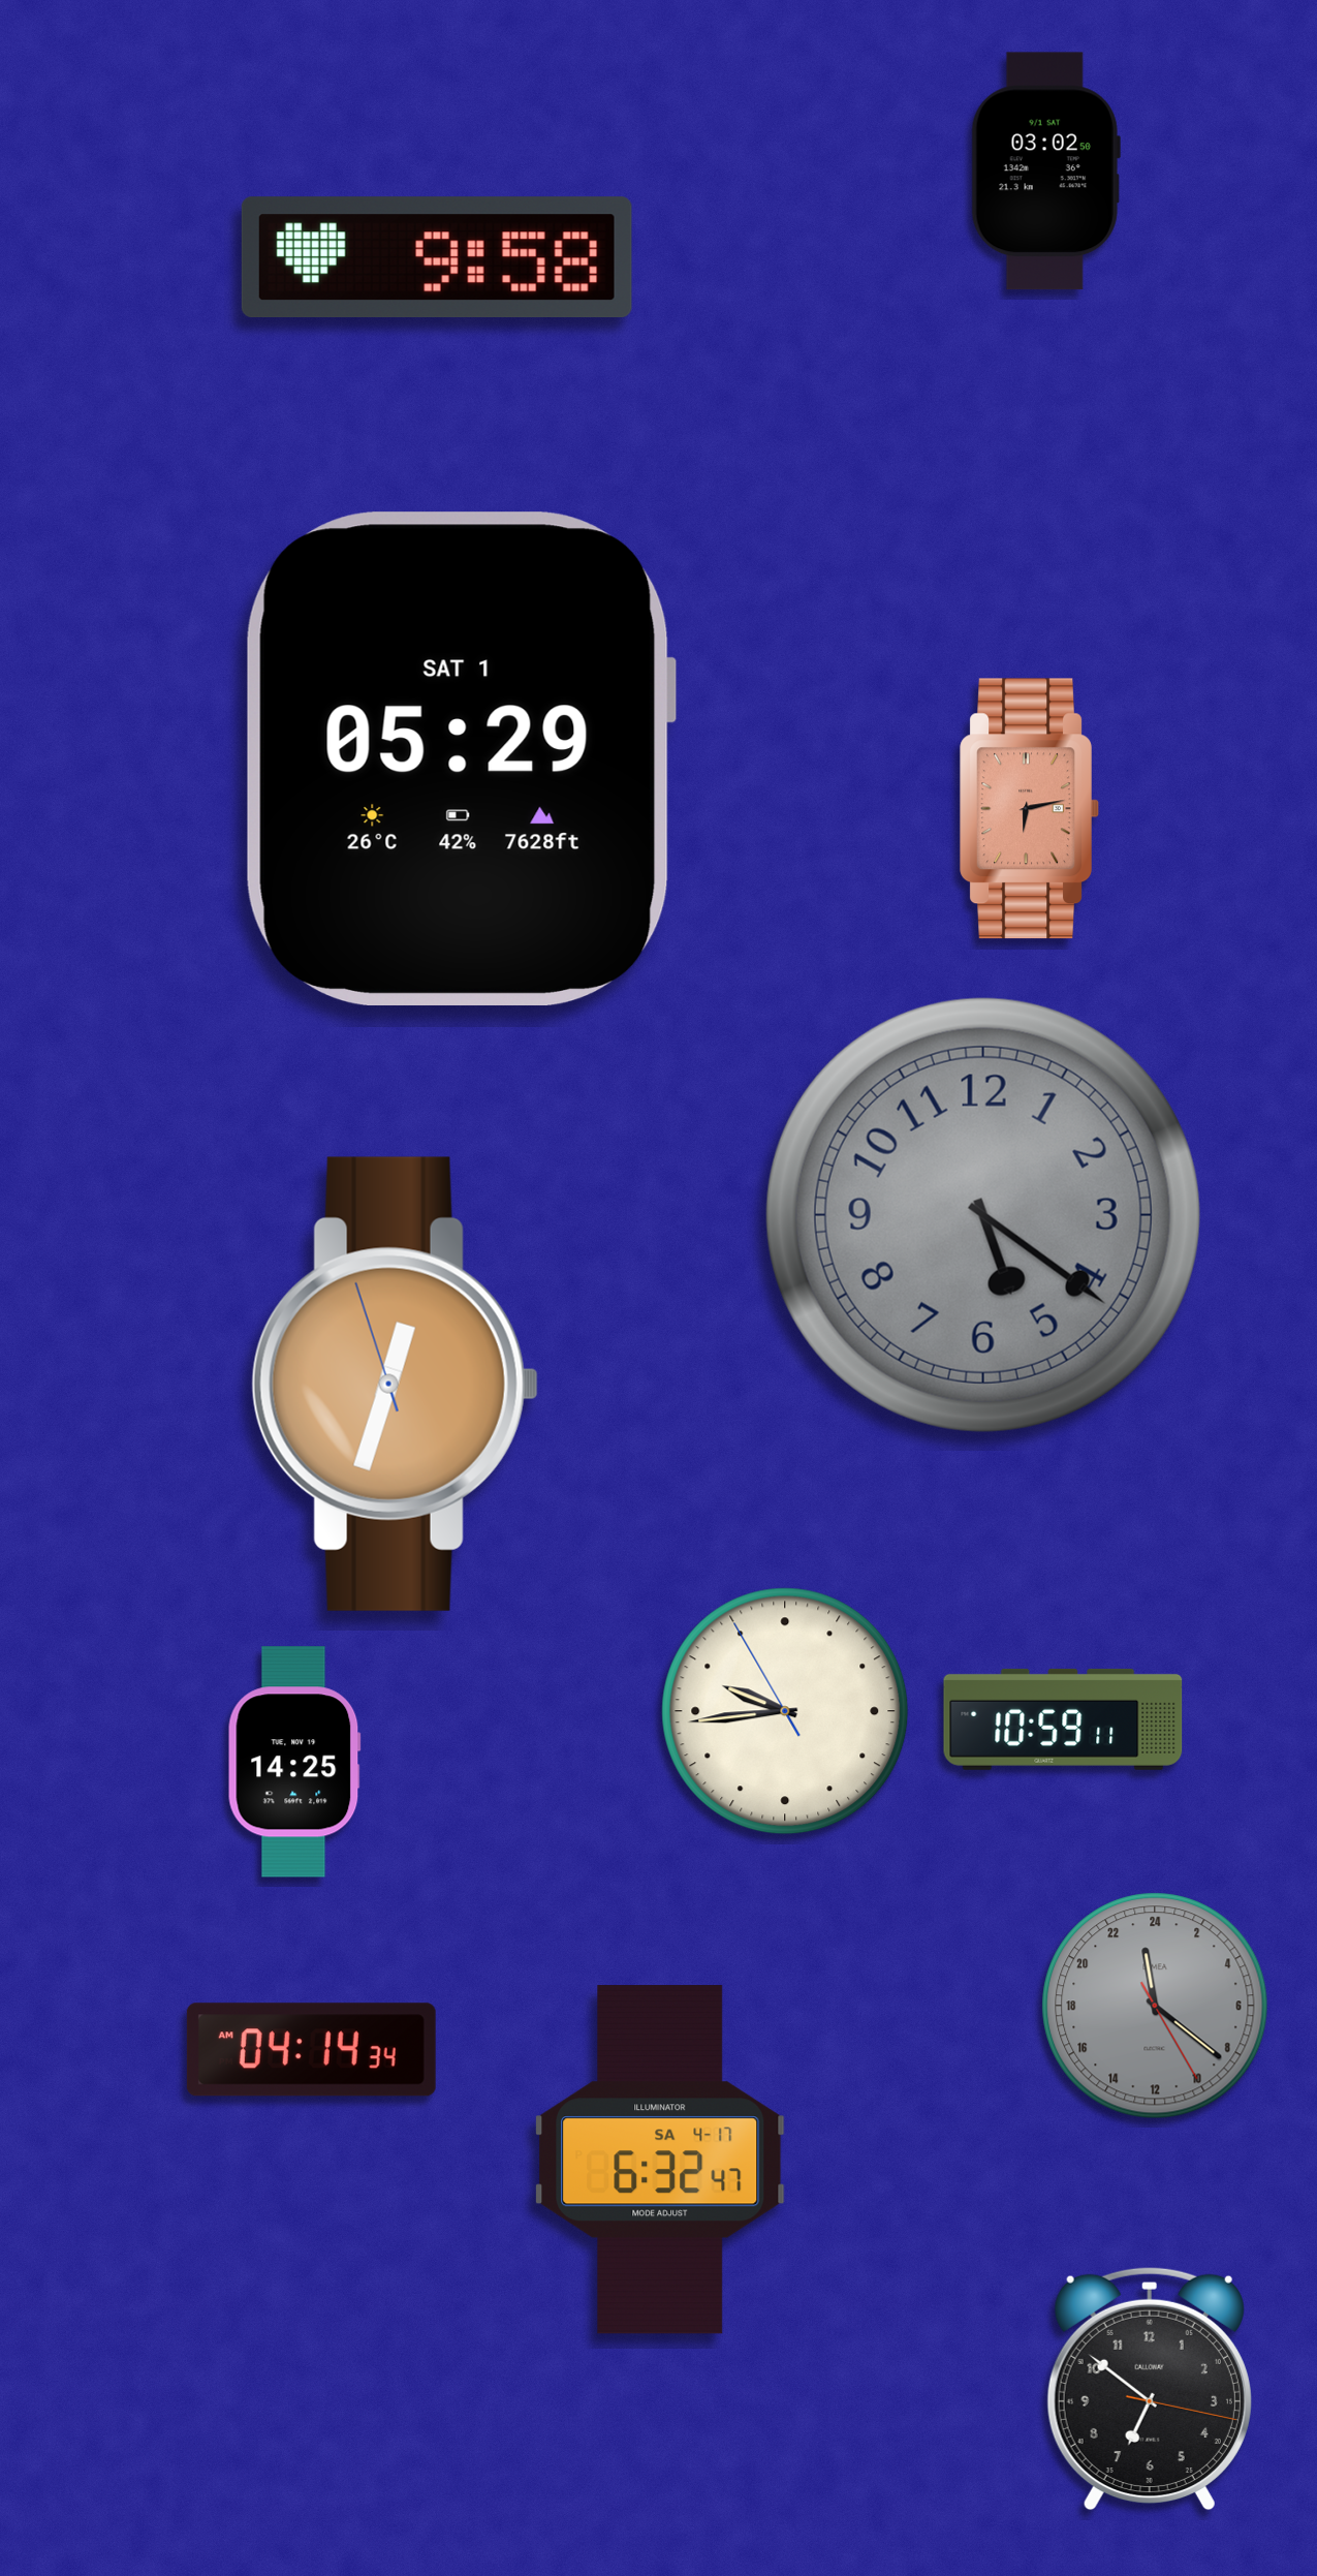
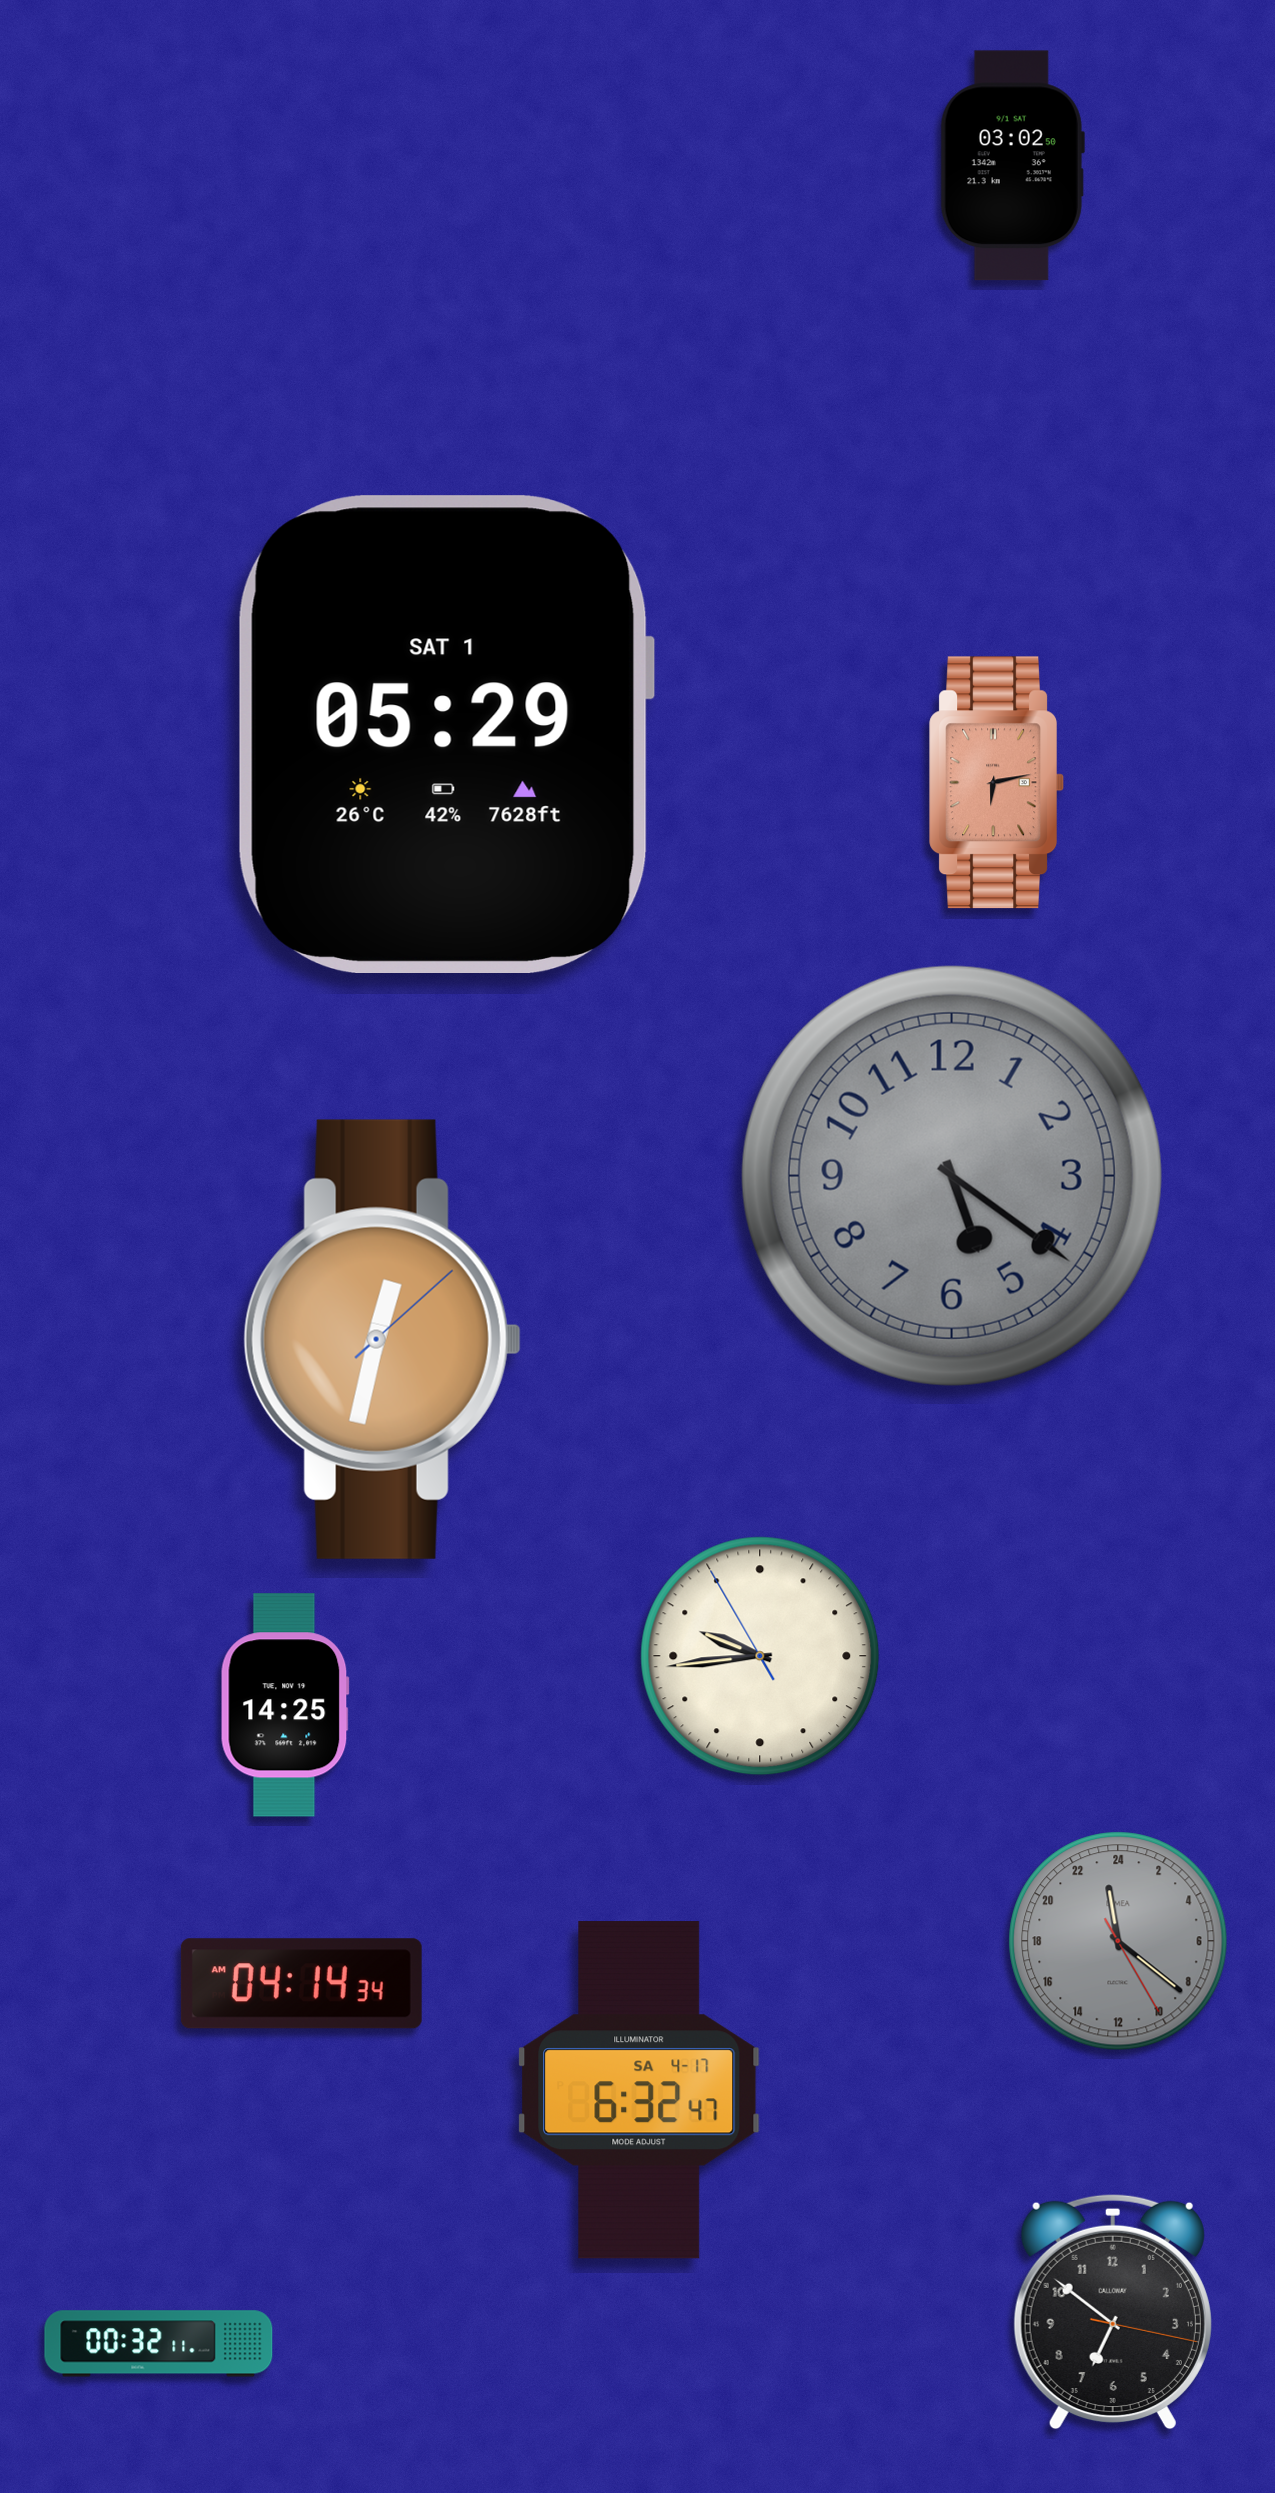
clock at (437, 257): 9:58 -> none
clock at (395, 1384): 12:32:57 -> 12:32:08
clock at (1063, 1719): 10:59 -> none
clock at (159, 2344): none -> 00:32
